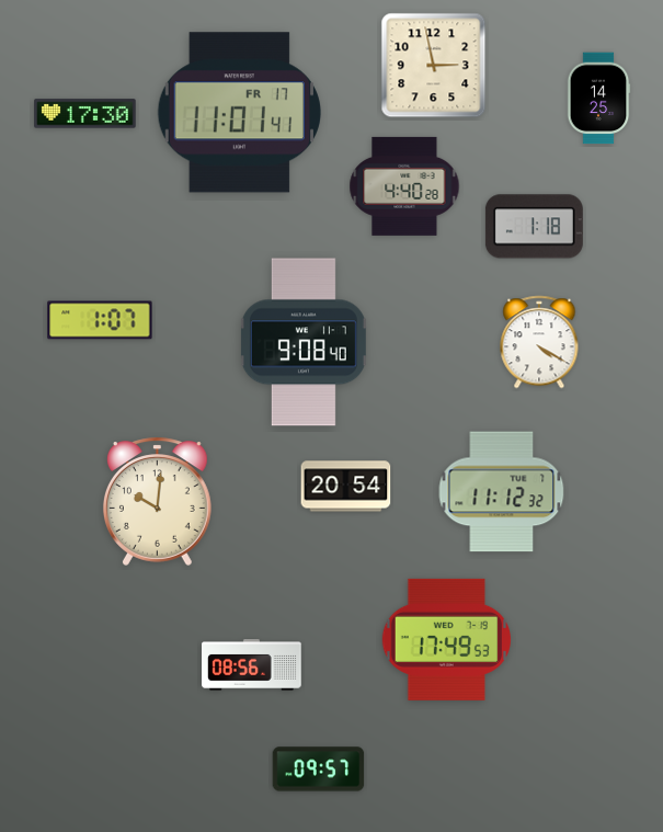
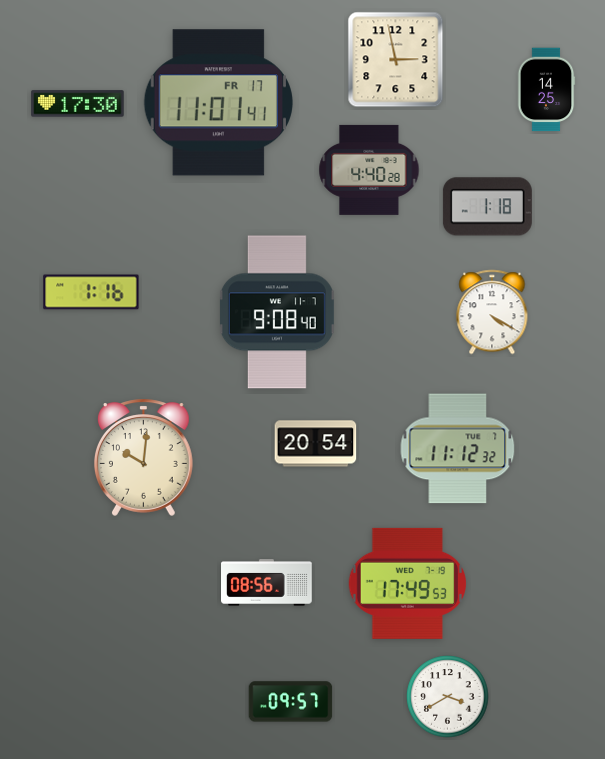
clock at (100, 320): 1:07 -> 1:16
clock at (252, 665) position: (252, 665) -> (267, 583)
clock at (448, 697): none -> 3:40
